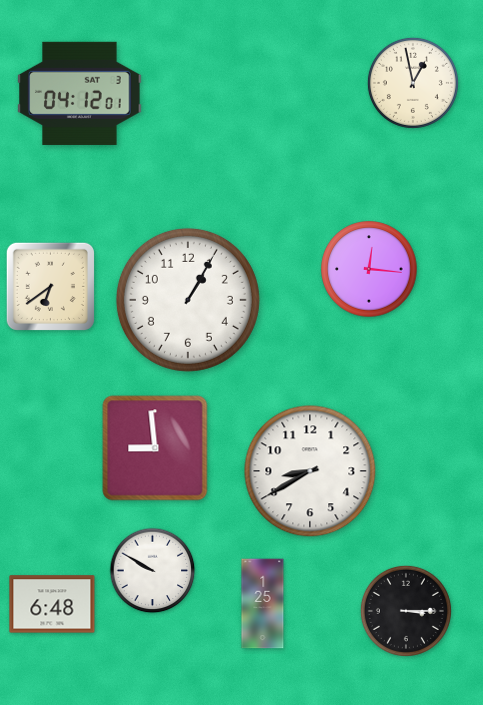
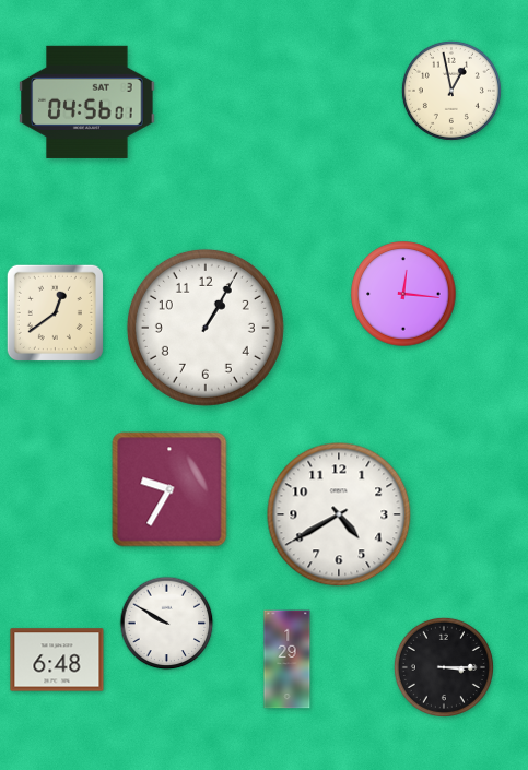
clock at (80, 93): 04:12 -> 04:56
clock at (50, 286): 6:39 -> 12:39
clock at (155, 448): 8:59 -> 9:35
clock at (310, 471): 8:40 -> 4:40
clock at (263, 604): 1:25 -> 1:29
